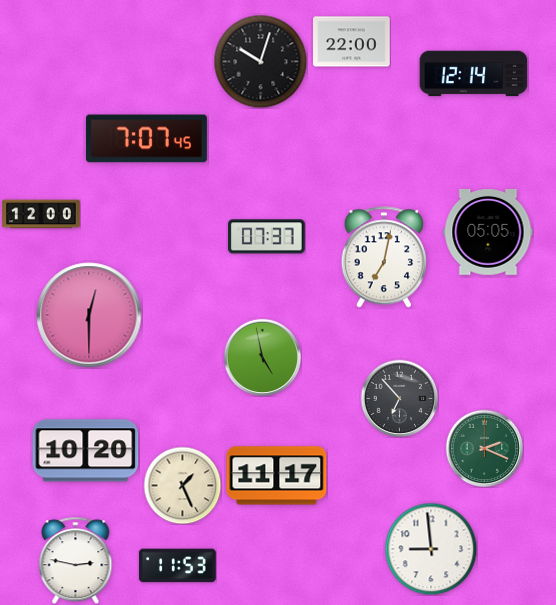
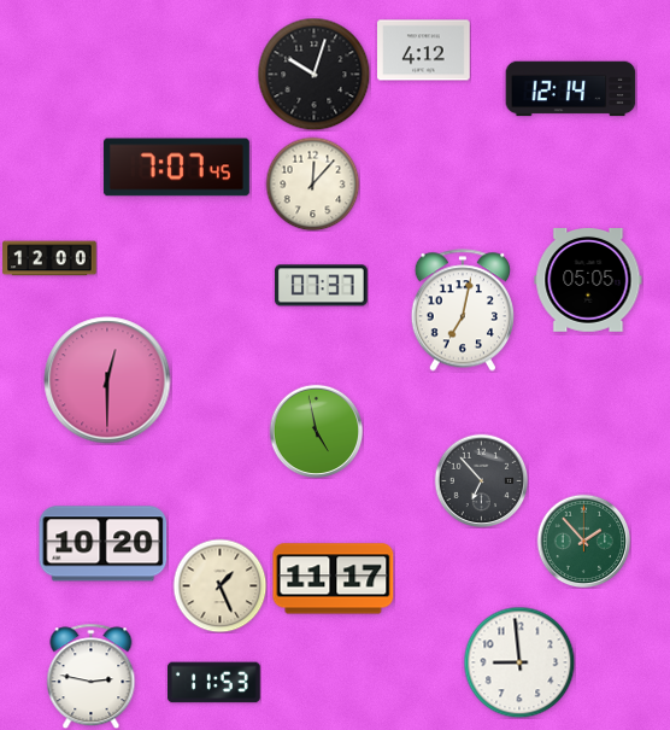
clock at (352, 42): 22:00 -> 4:12
clock at (312, 183): none -> 12:07
clock at (484, 448): 2:19 -> 1:53
clock at (277, 476) position: (277, 476) -> (334, 579)
